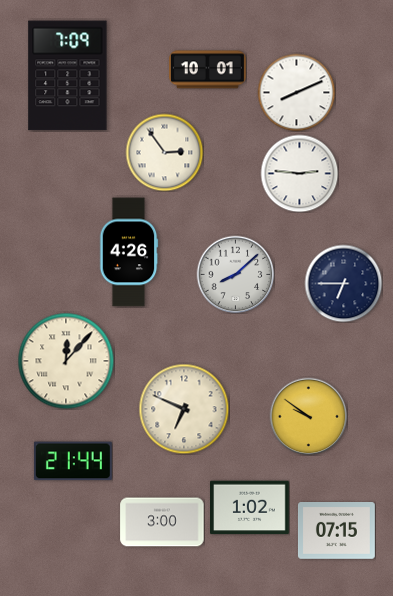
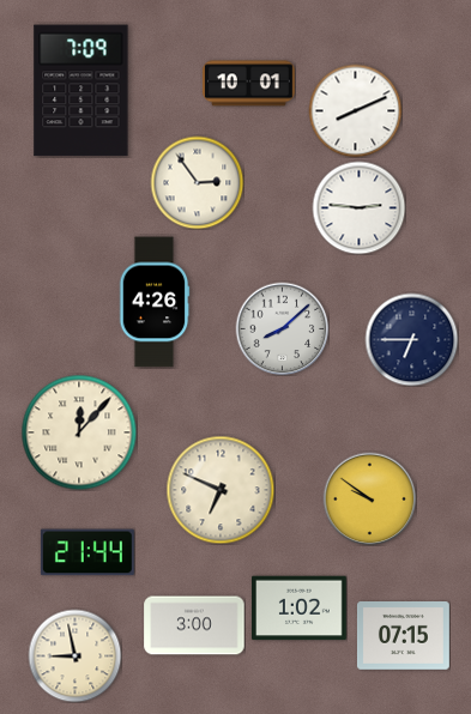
clock at (74, 655): none -> 8:58
